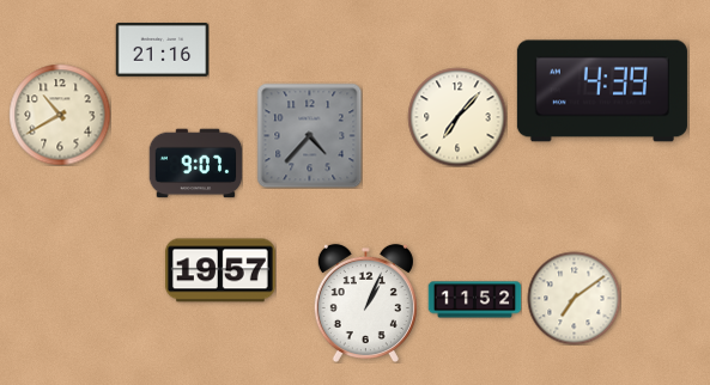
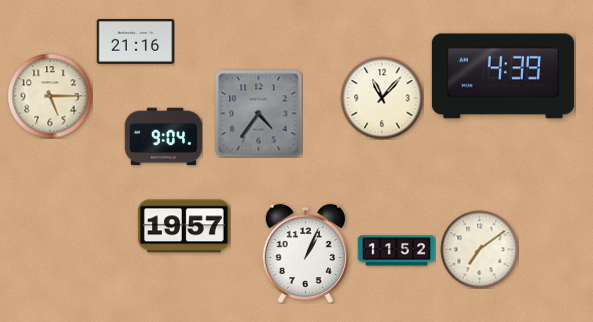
clock at (60, 115): 10:40 -> 5:15
clock at (457, 117): 7:07 -> 11:07
clock at (309, 135): 4:37 -> 4:36
clock at (195, 164): 9:07 -> 9:04
